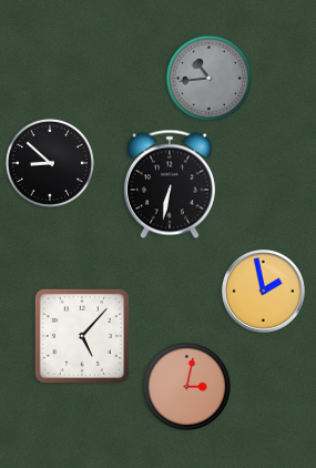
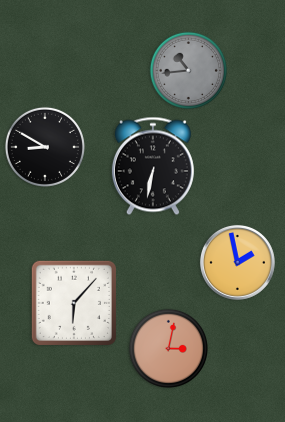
clock at (50, 163): 8:52 -> 8:50
clock at (82, 336): 5:07 -> 6:07
